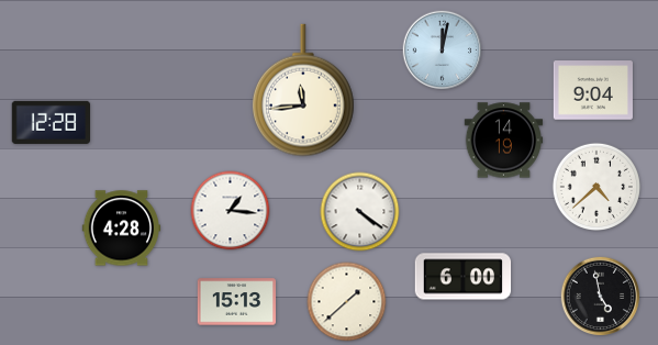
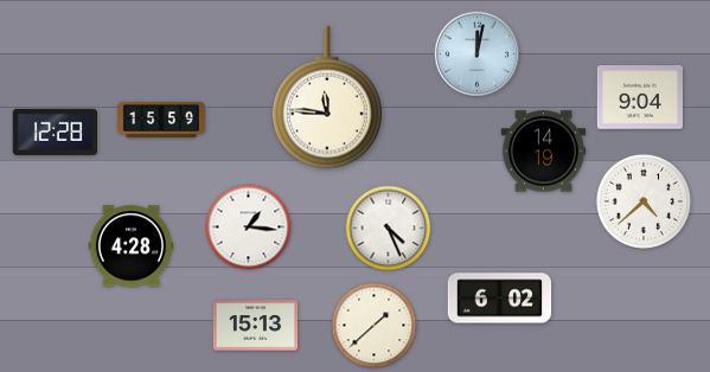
clock at (304, 90): 11:44 -> 11:46
clock at (162, 120): none -> 15:59
clock at (360, 212): 4:21 -> 4:26
clock at (464, 277): 6:00 -> 6:02
clock at (601, 297): 4:58 -> none
